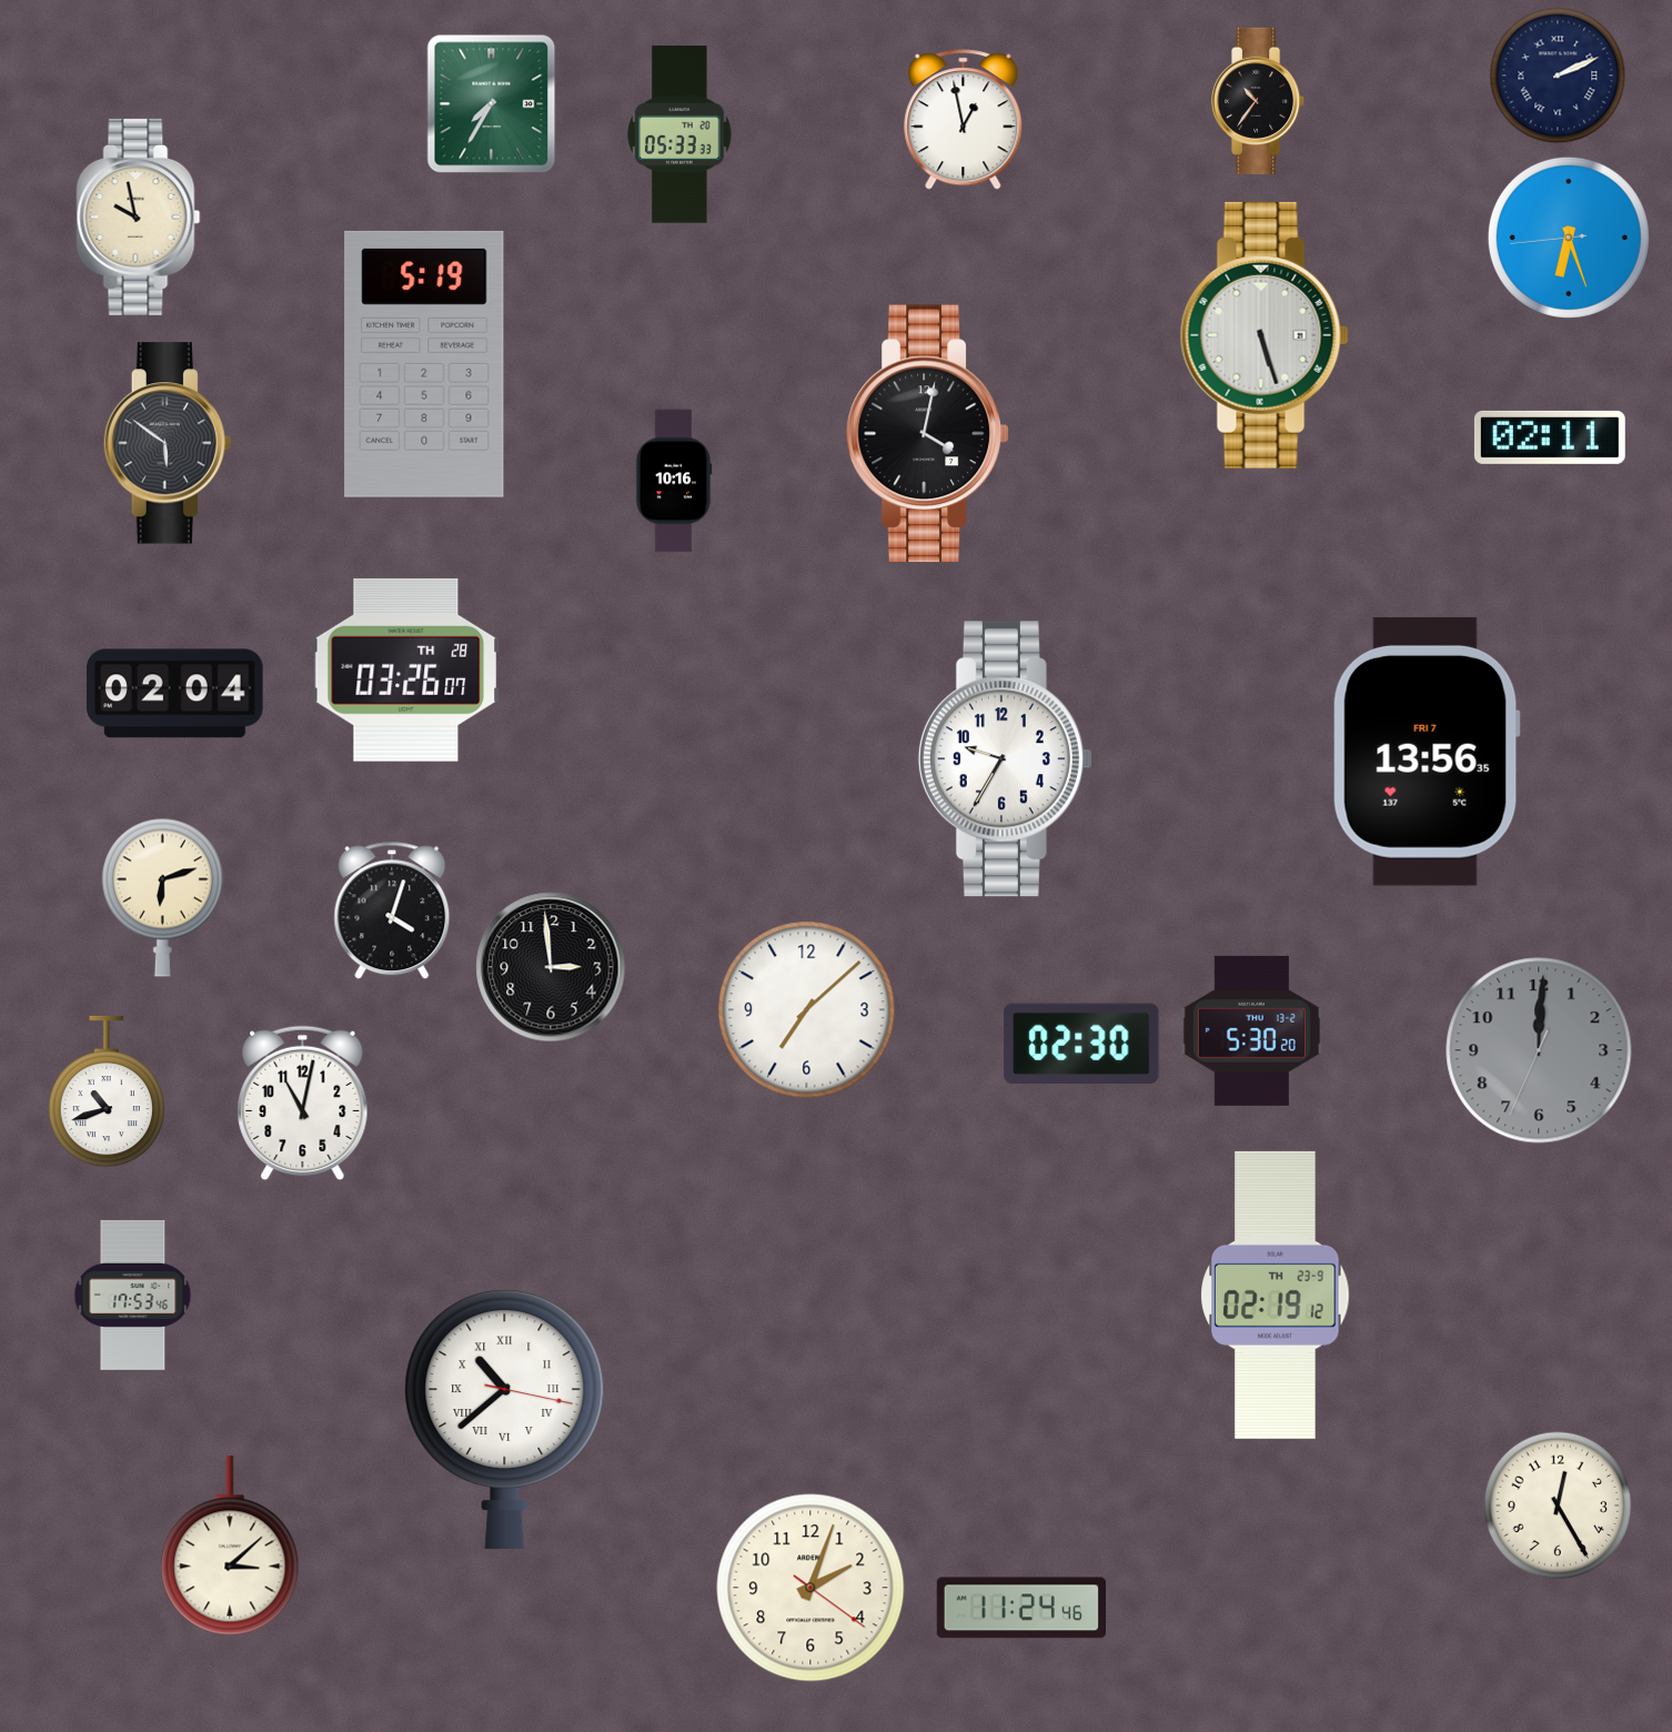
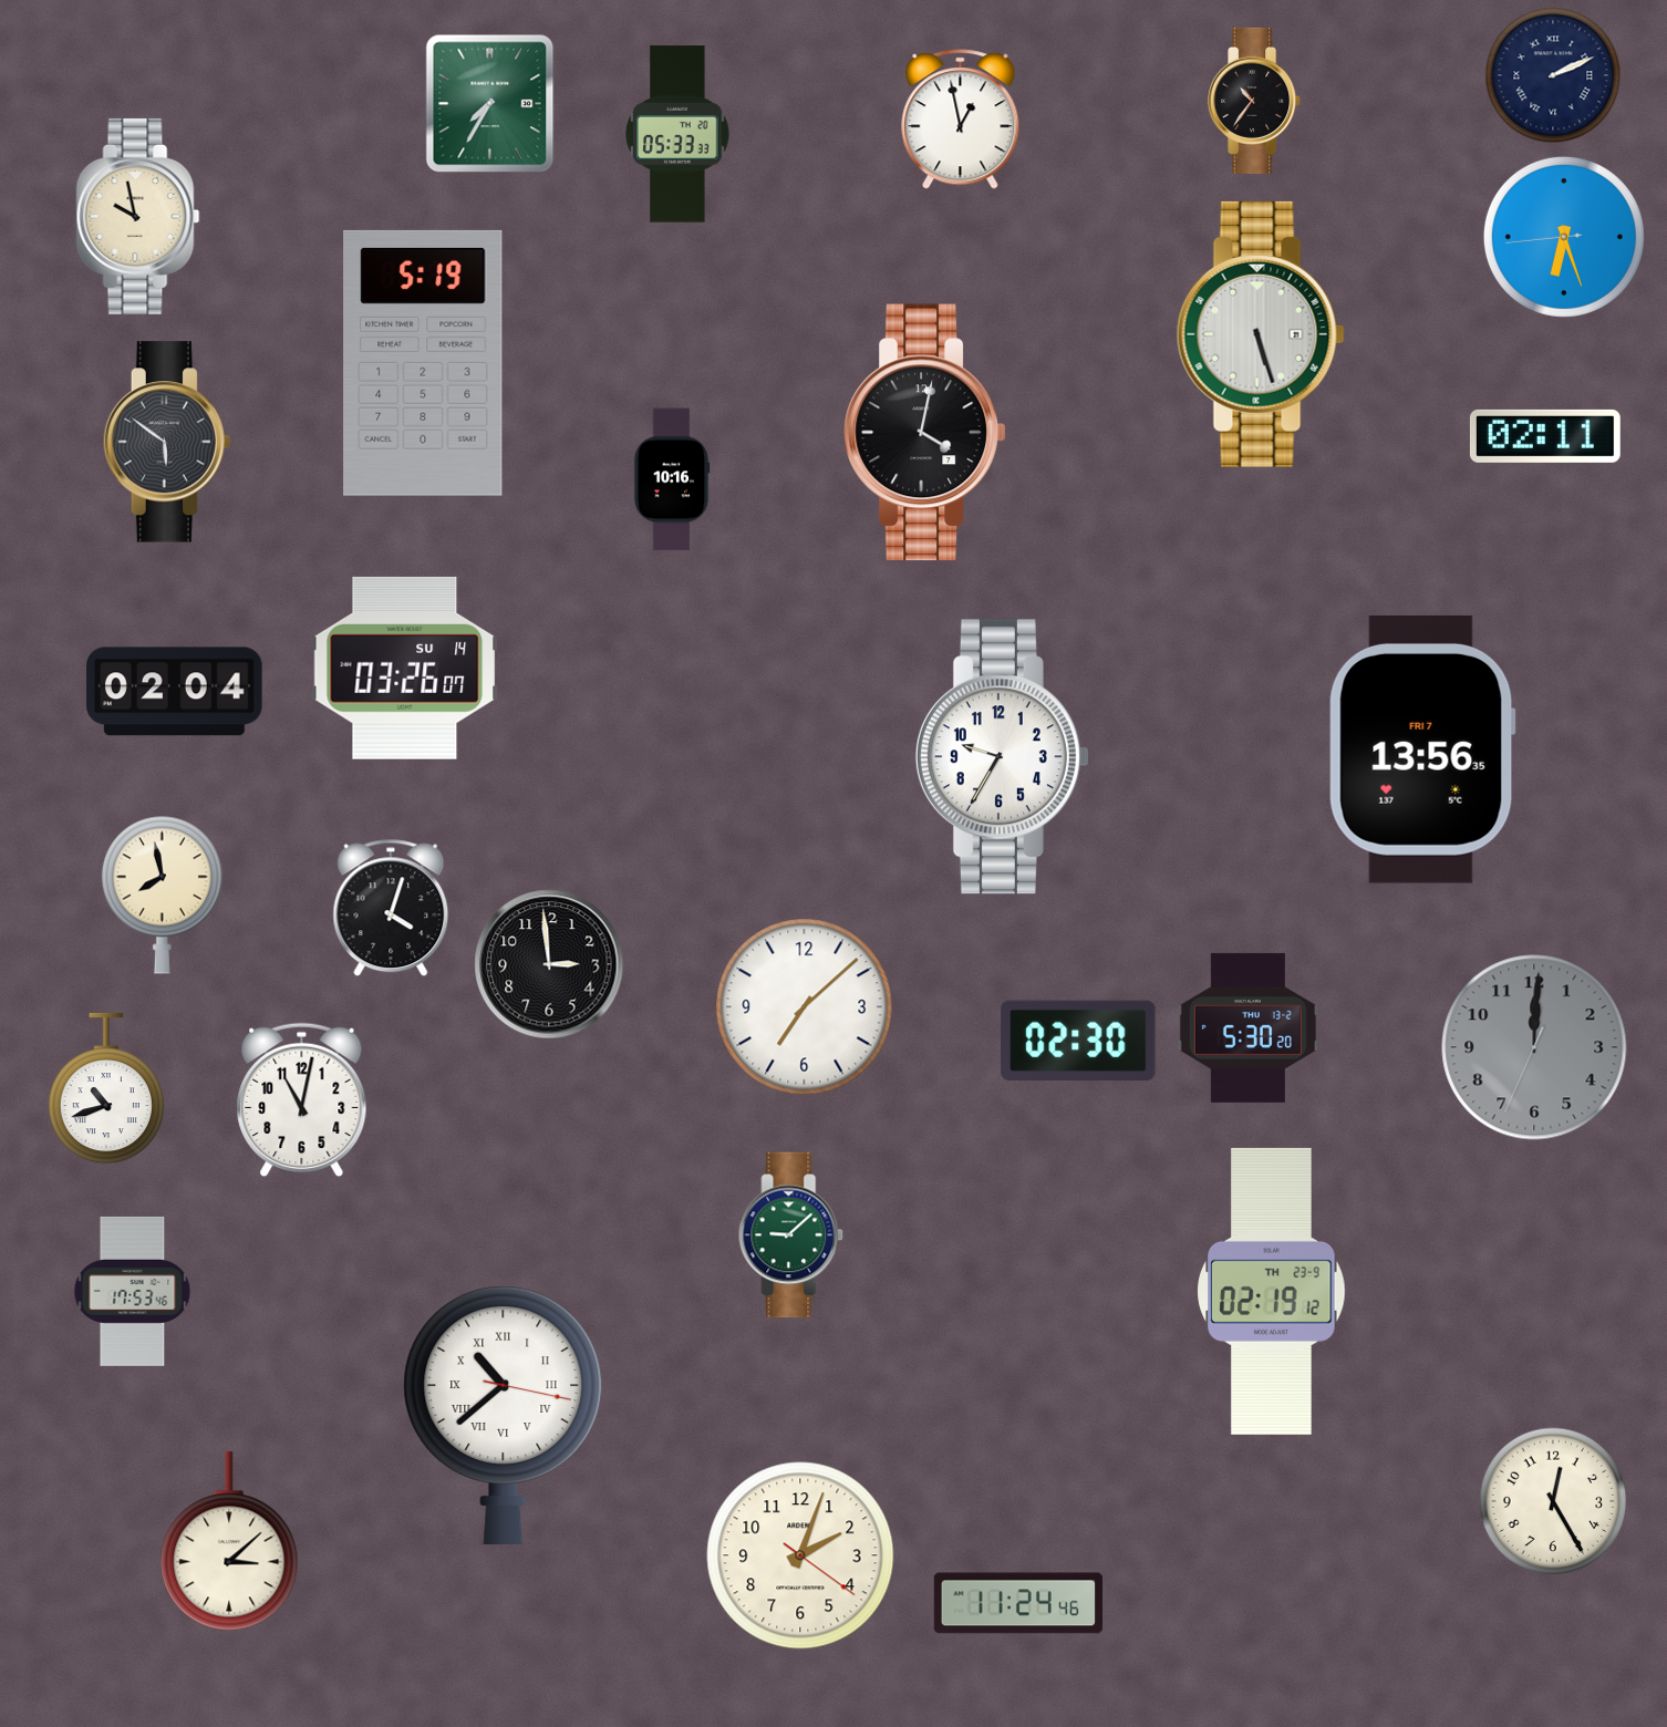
clock at (406, 669) date: TH 28 -> SU 14
clock at (162, 897): 6:12 -> 7:58
clock at (791, 1235): none -> 9:08
clock at (810, 1588) position: (810, 1588) -> (800, 1555)
